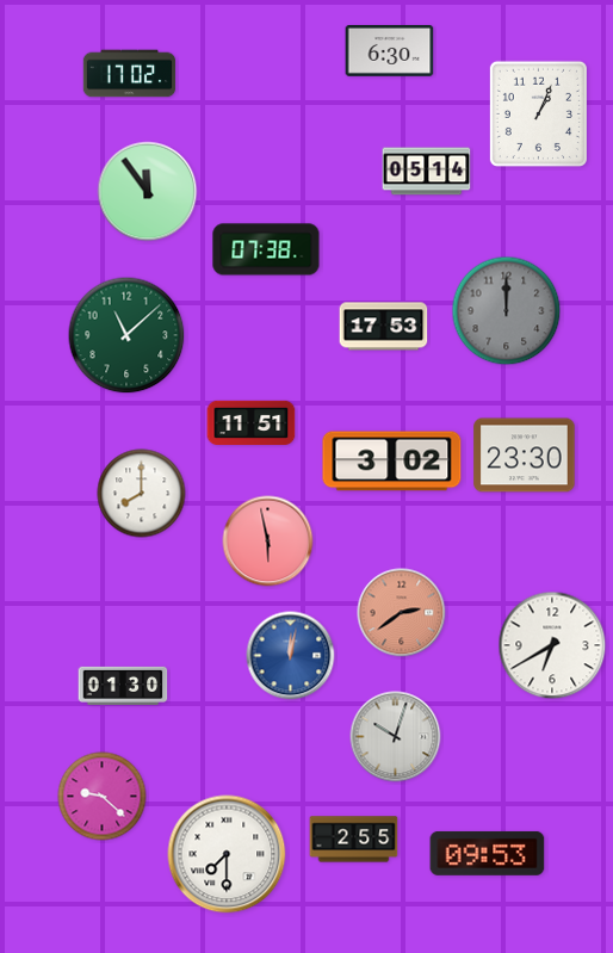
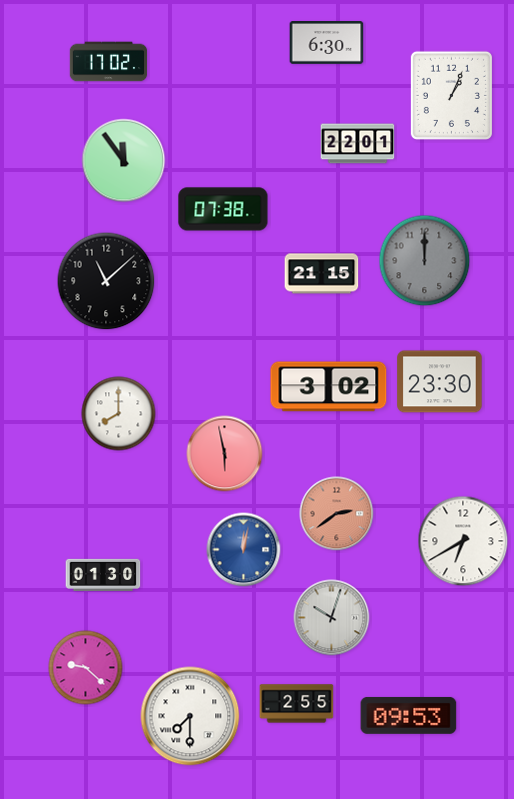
clock at (427, 172): 05:14 -> 22:01
clock at (384, 327): 17:53 -> 21:15
clock at (126, 335) dial: green -> black
clock at (252, 423): 11:51 -> none
